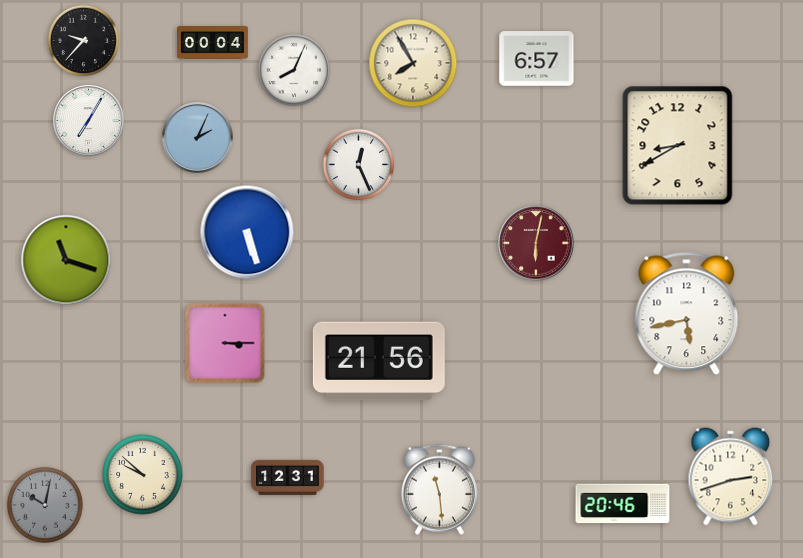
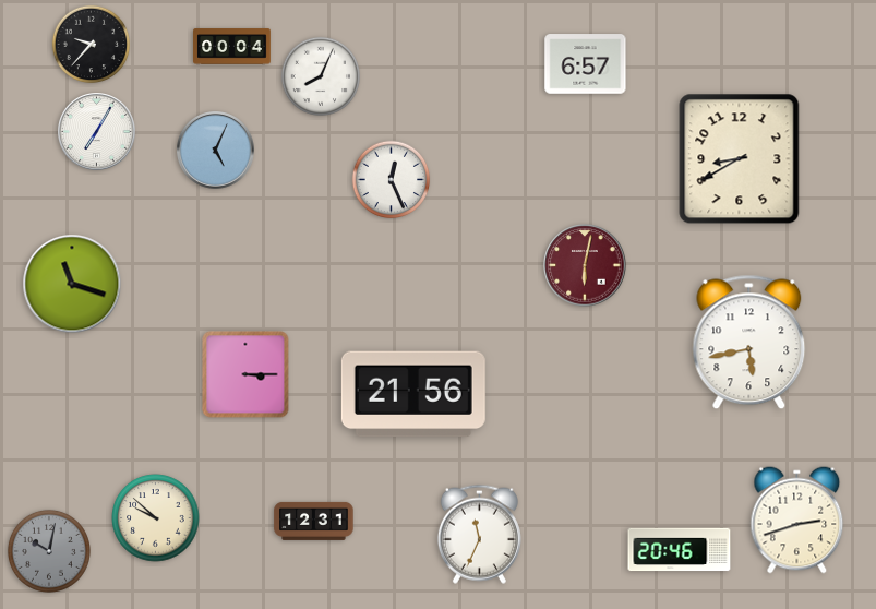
clock at (413, 63): 7:55 -> none
clock at (198, 138): 2:04 -> 5:04
clock at (247, 232): 5:27 -> none
clock at (439, 489): 11:29 -> 11:34
